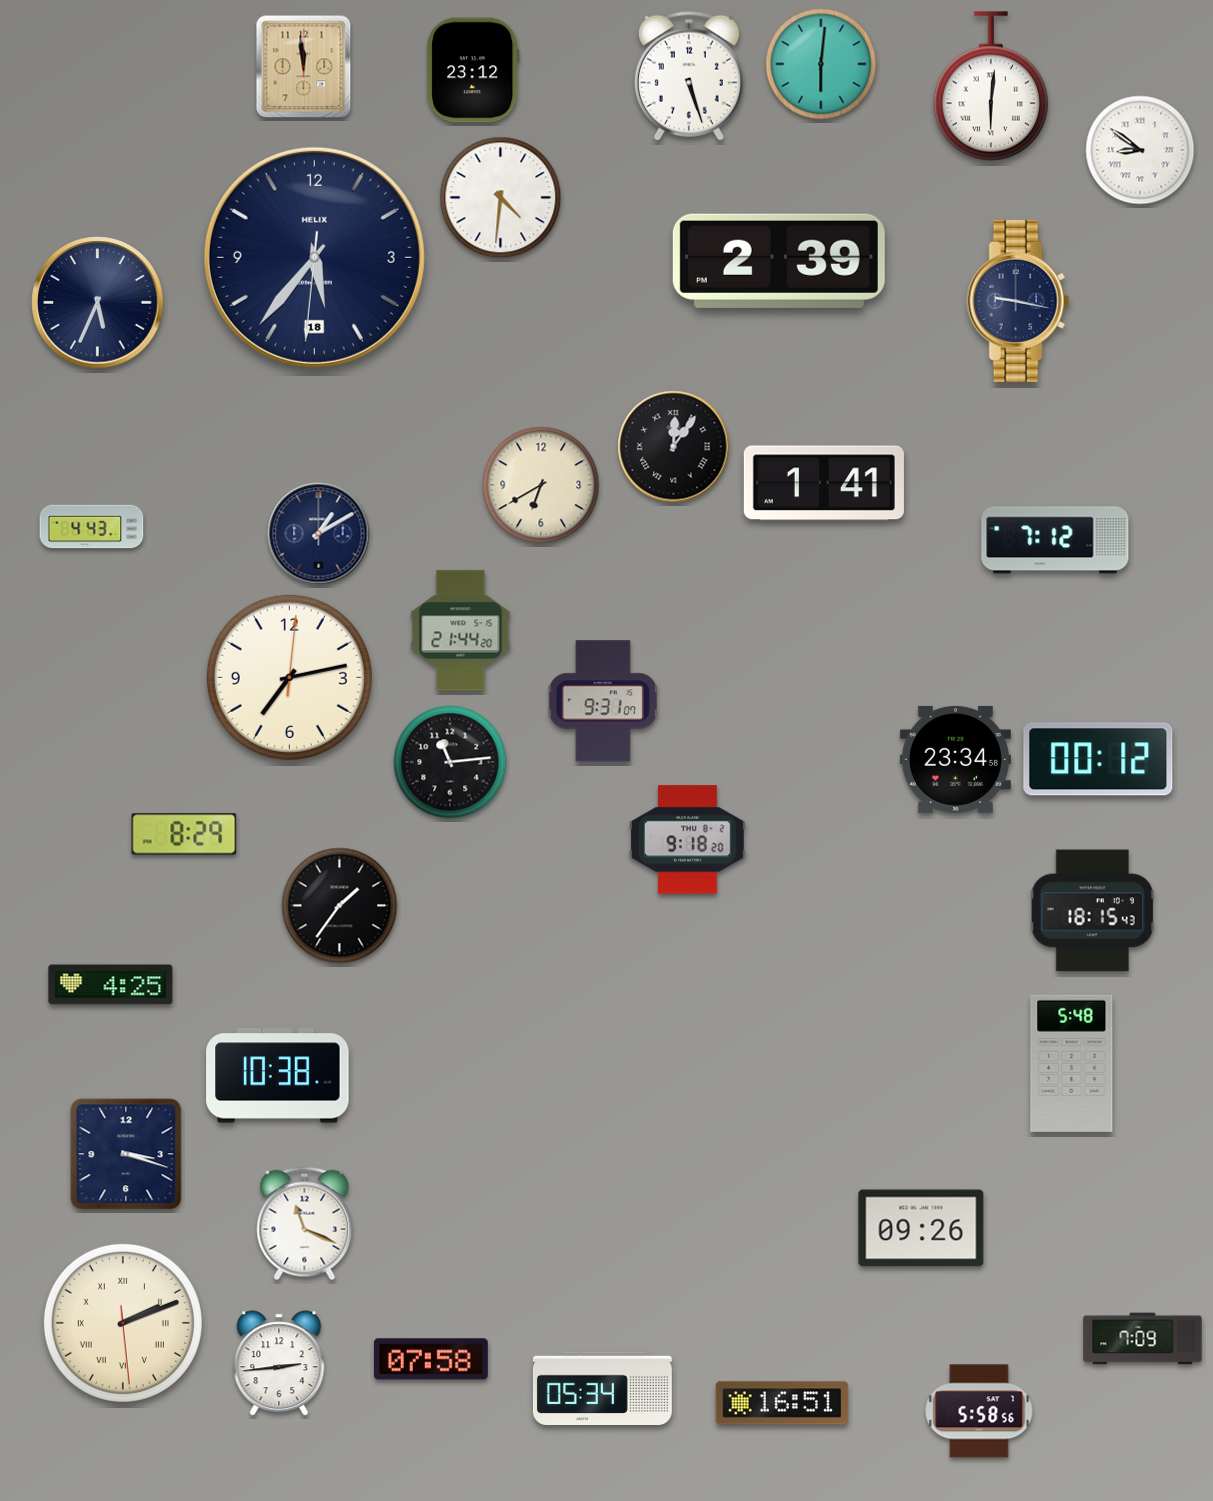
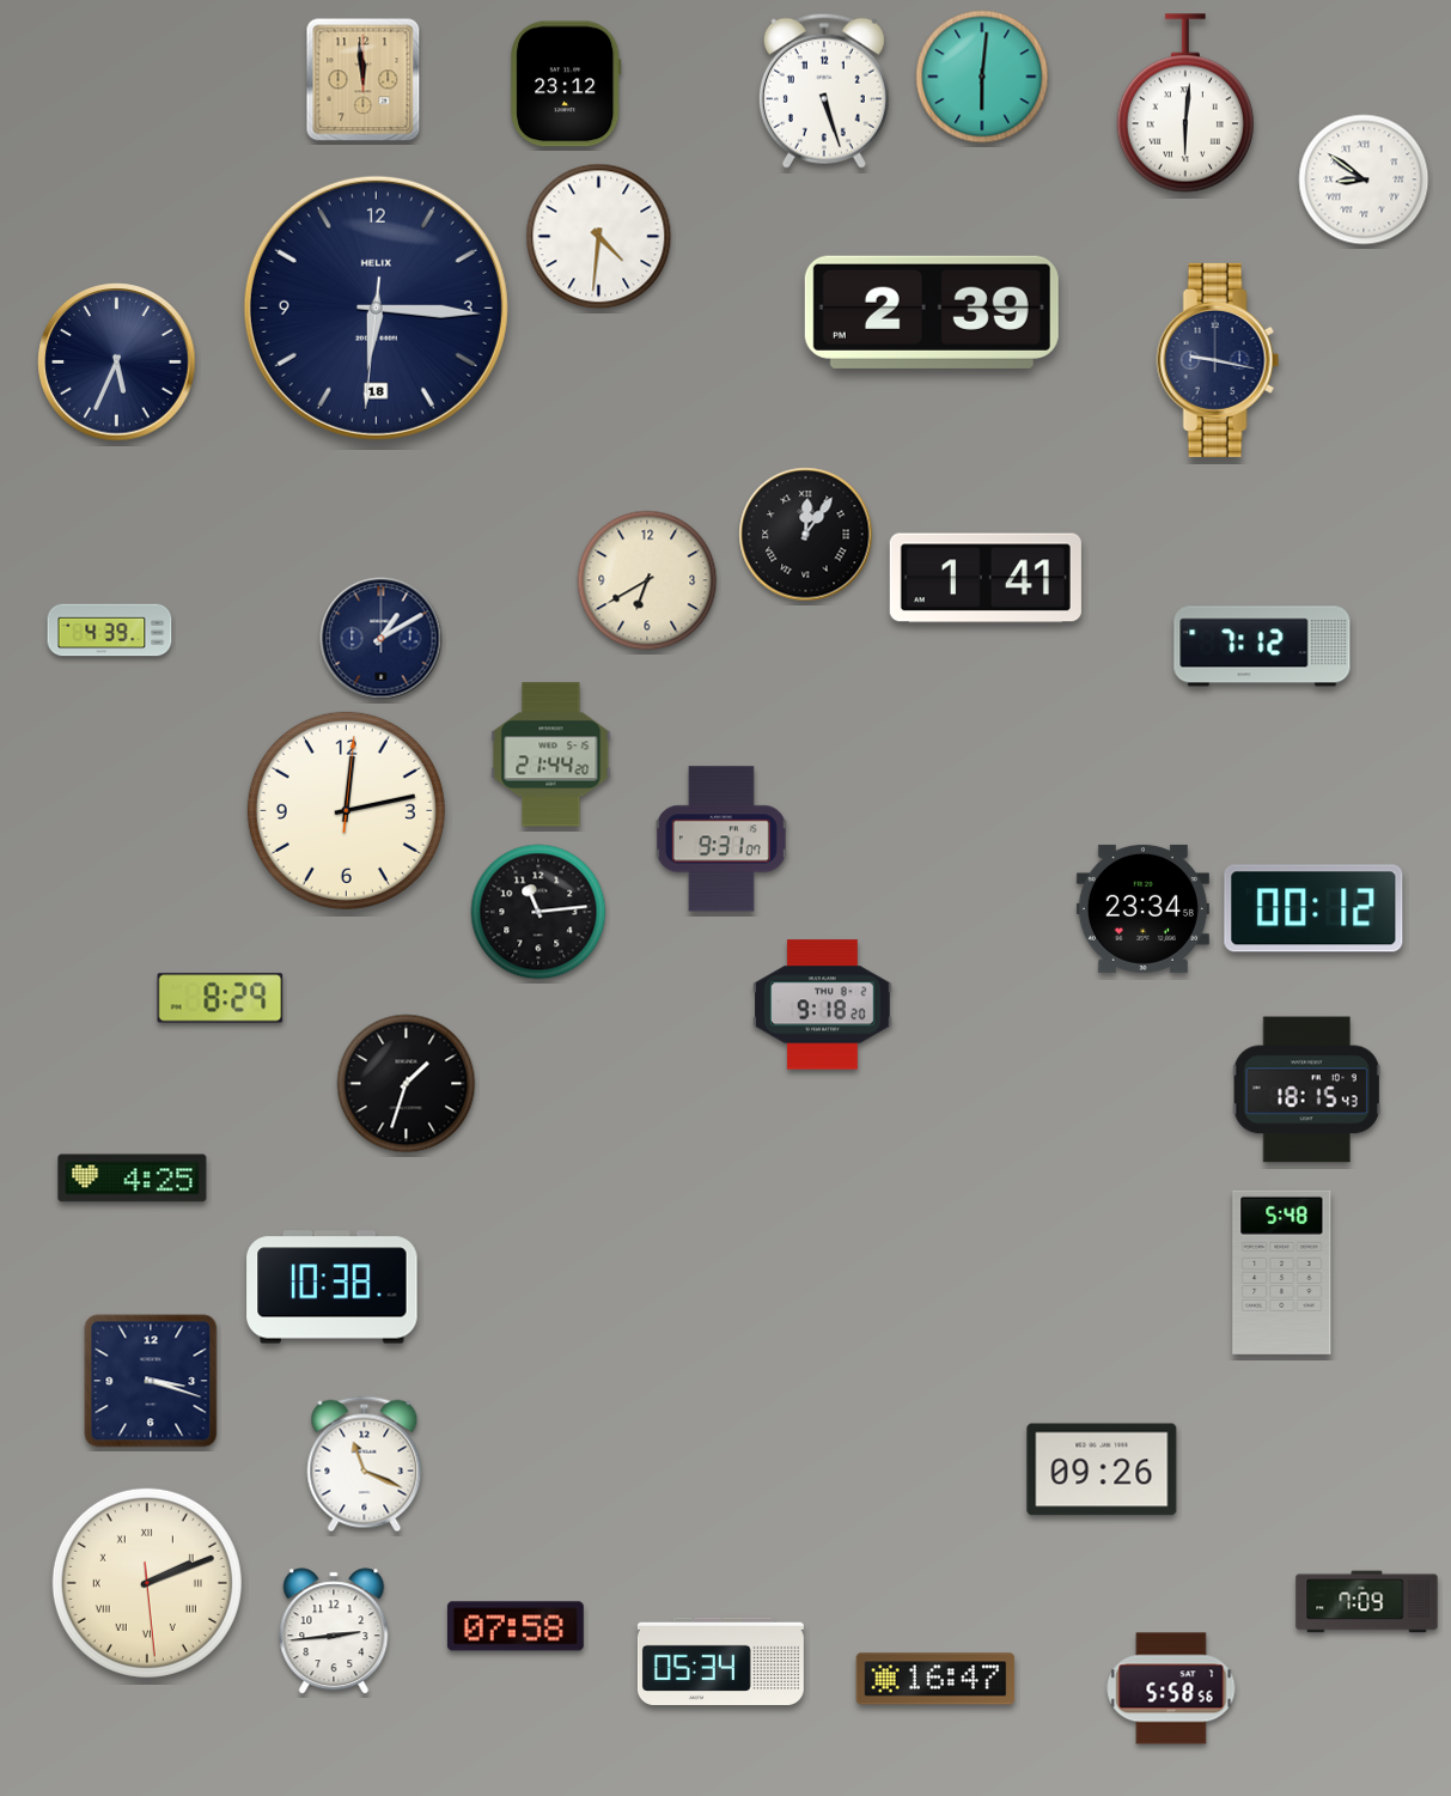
clock at (314, 257): 5:36 -> 6:15
clock at (92, 527): 4:43 -> 4:39
clock at (289, 677): 7:13 -> 12:13
clock at (340, 906): 1:36 -> 1:33
clock at (782, 1403): 16:51 -> 16:47
